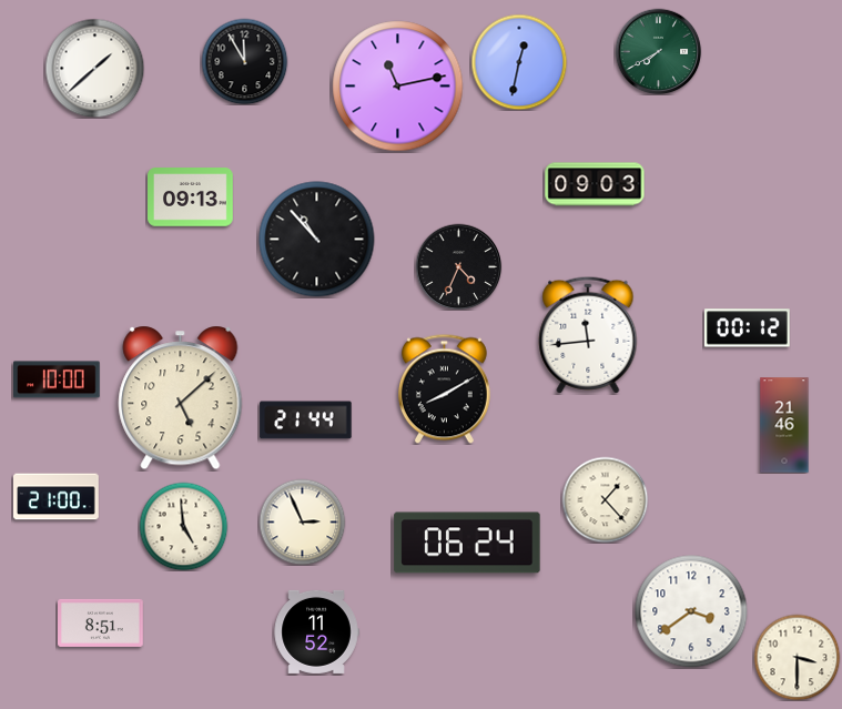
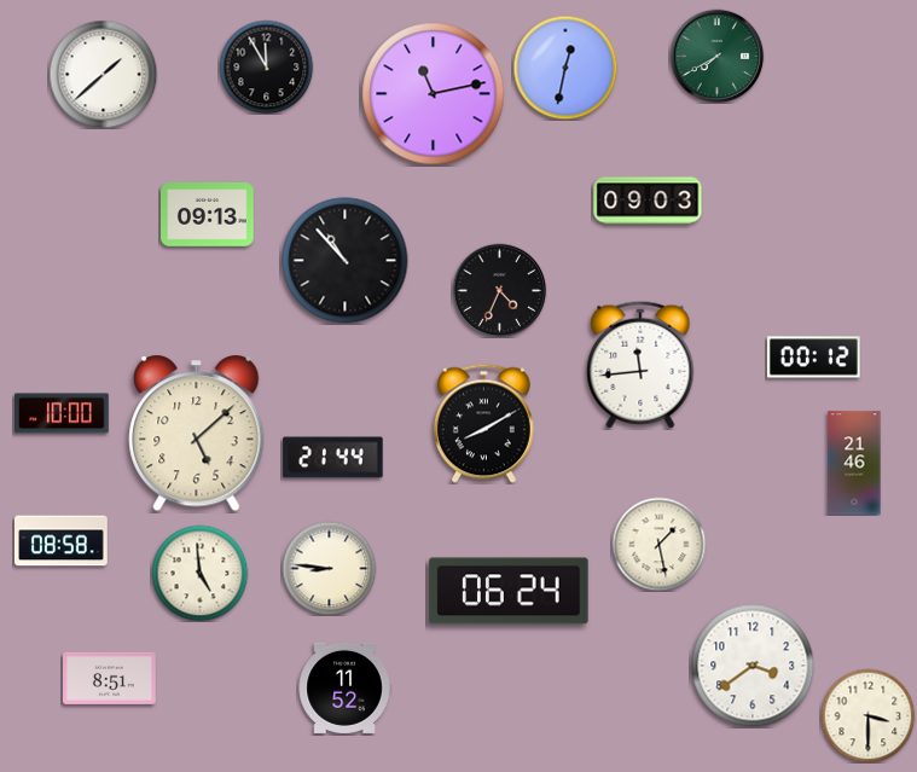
clock at (57, 497): 21:00 -> 08:58
clock at (605, 499): 1:23 -> 1:28
clock at (302, 521): 2:56 -> 8:46
